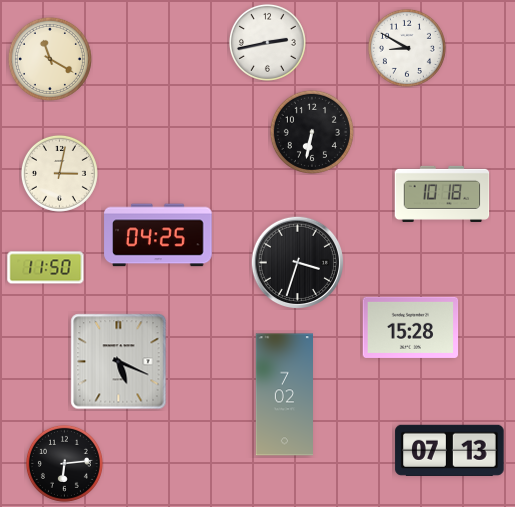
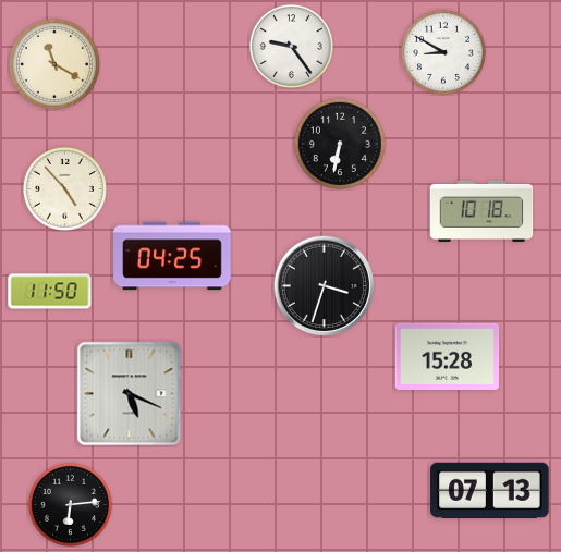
clock at (267, 42): 2:43 -> 9:24
clock at (59, 173): 3:02 -> 4:53
clock at (284, 395): 7:02 -> none
